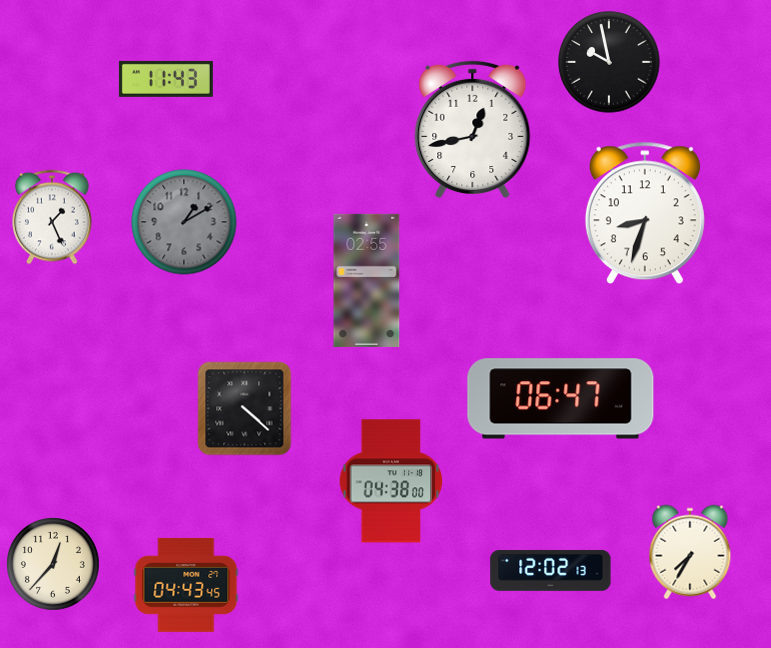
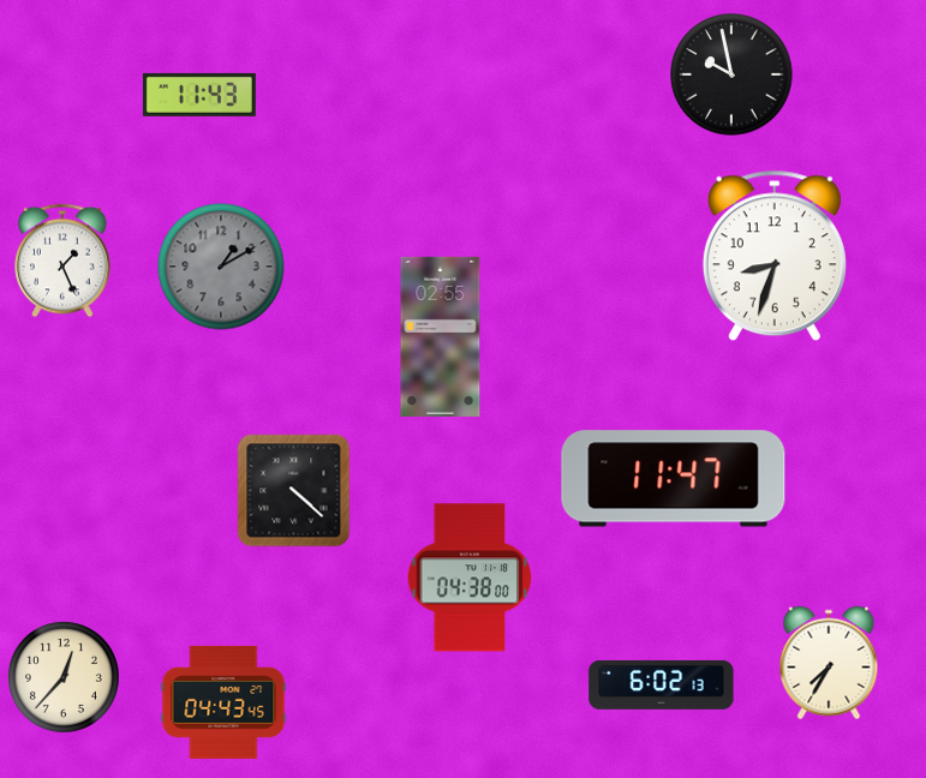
clock at (473, 130): 12:43 -> none
clock at (561, 399): 06:47 -> 11:47
clock at (551, 570): 12:02 -> 6:02
